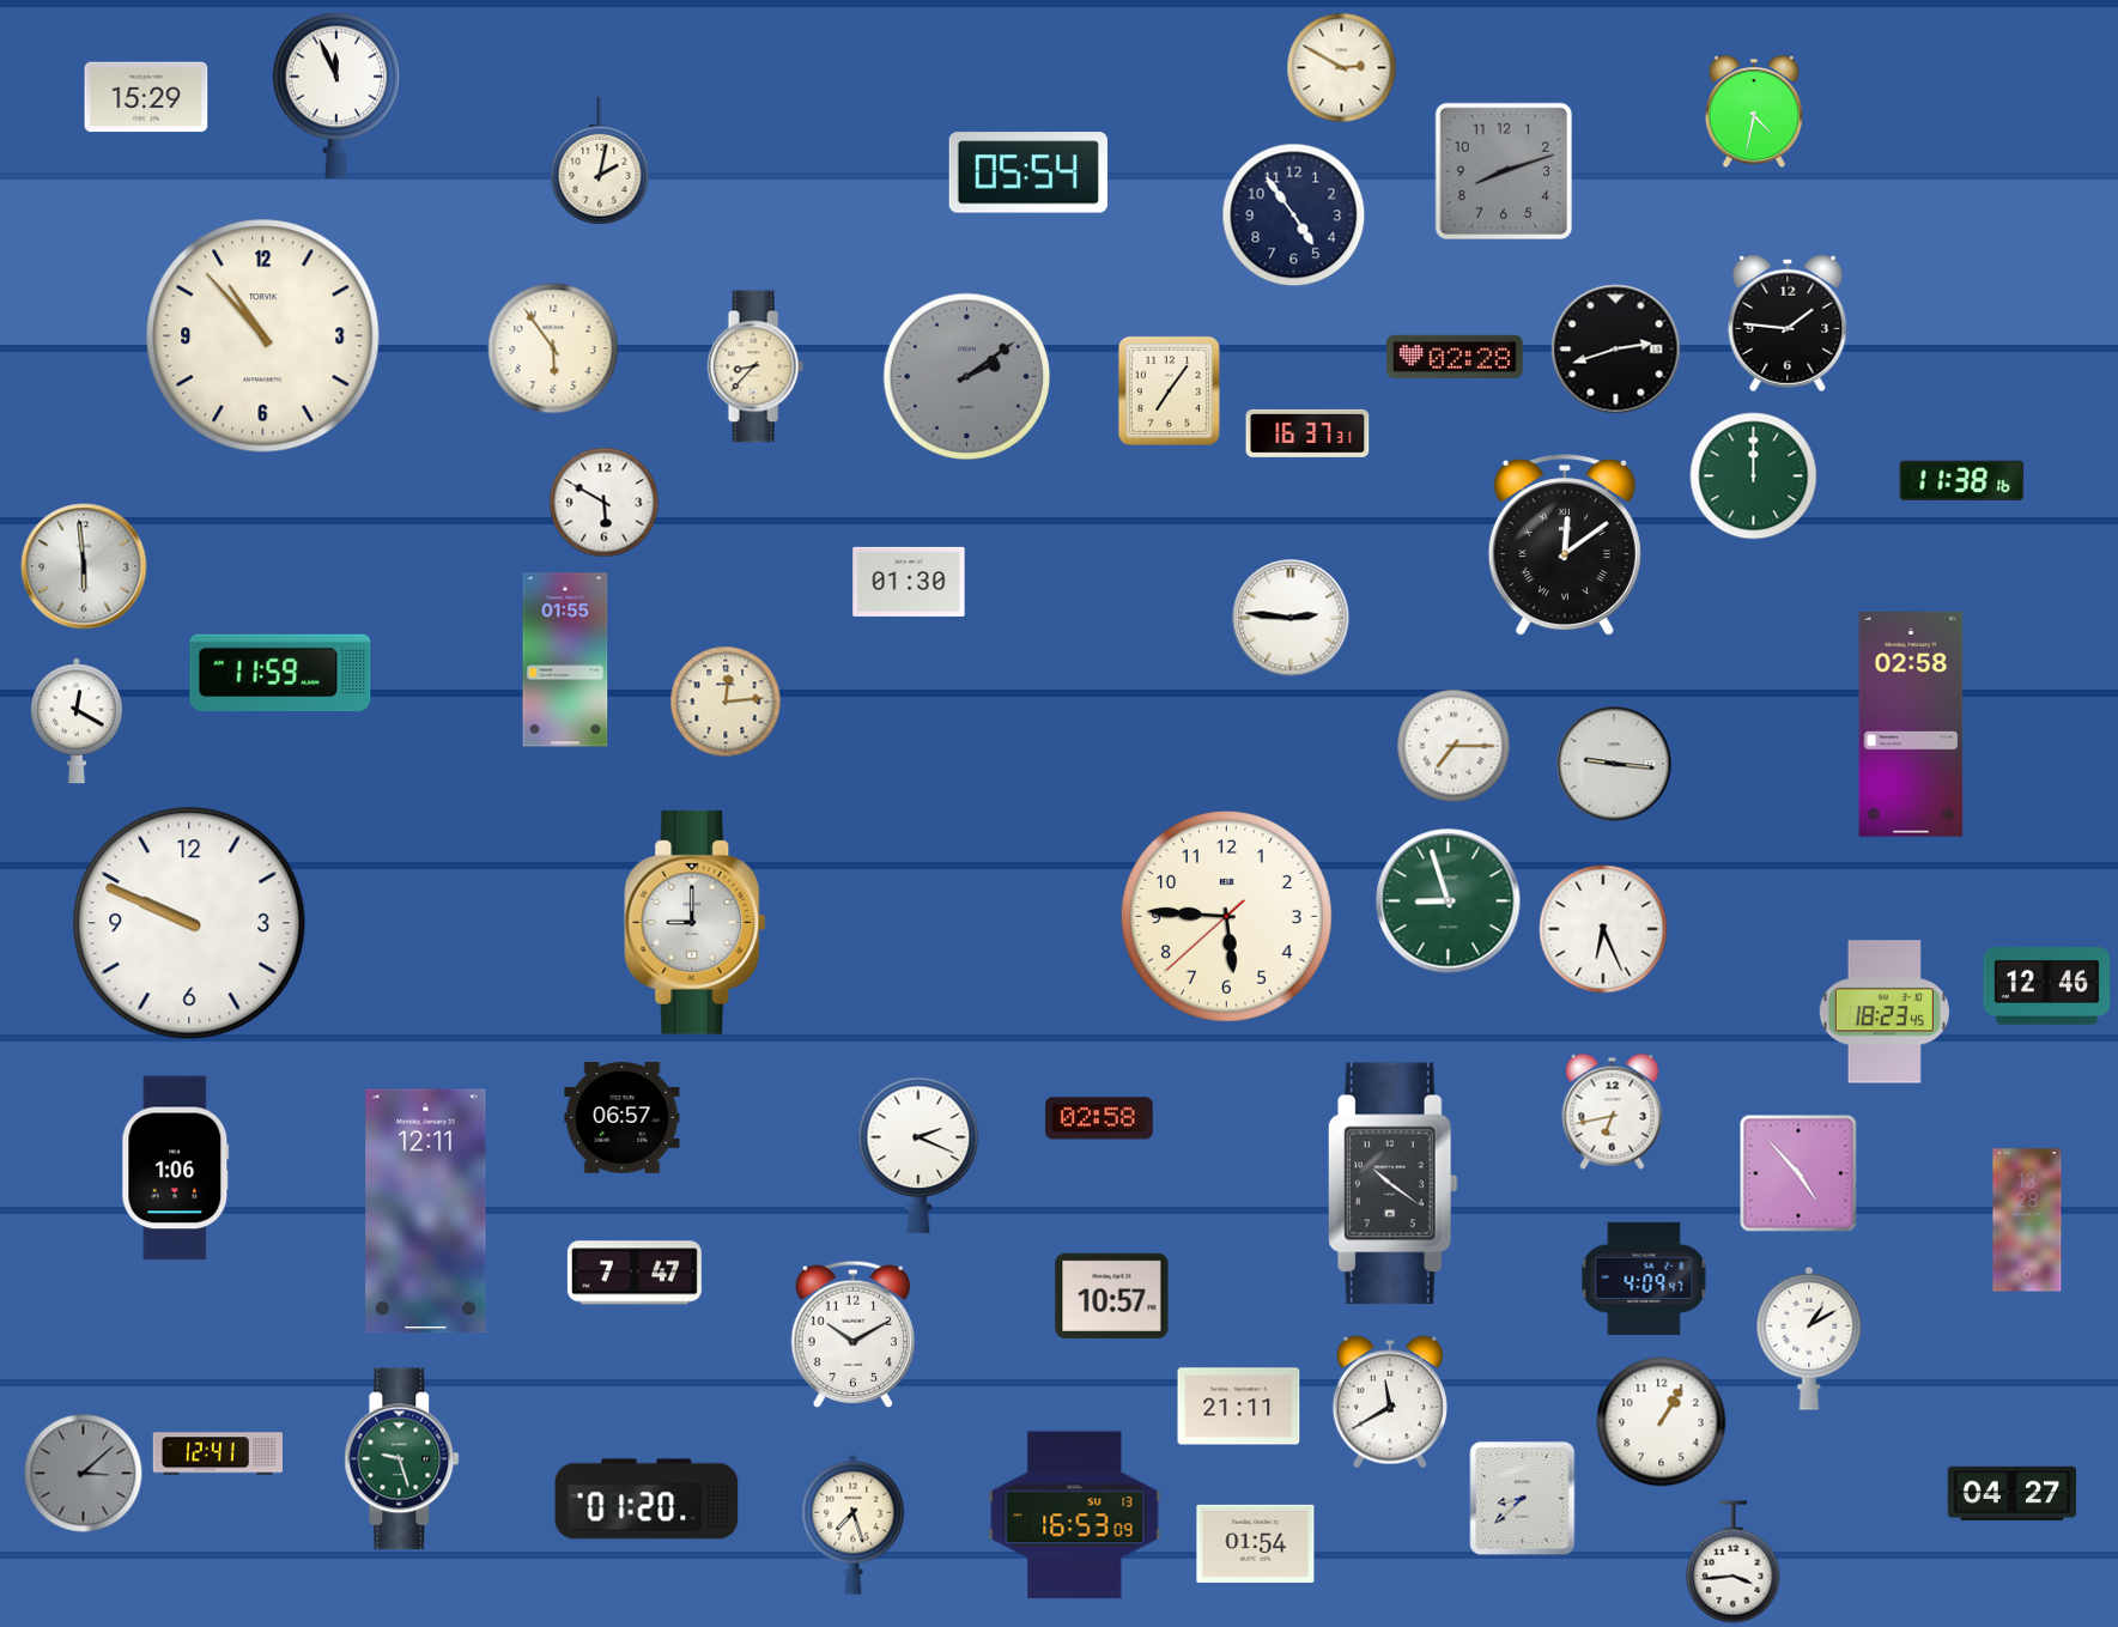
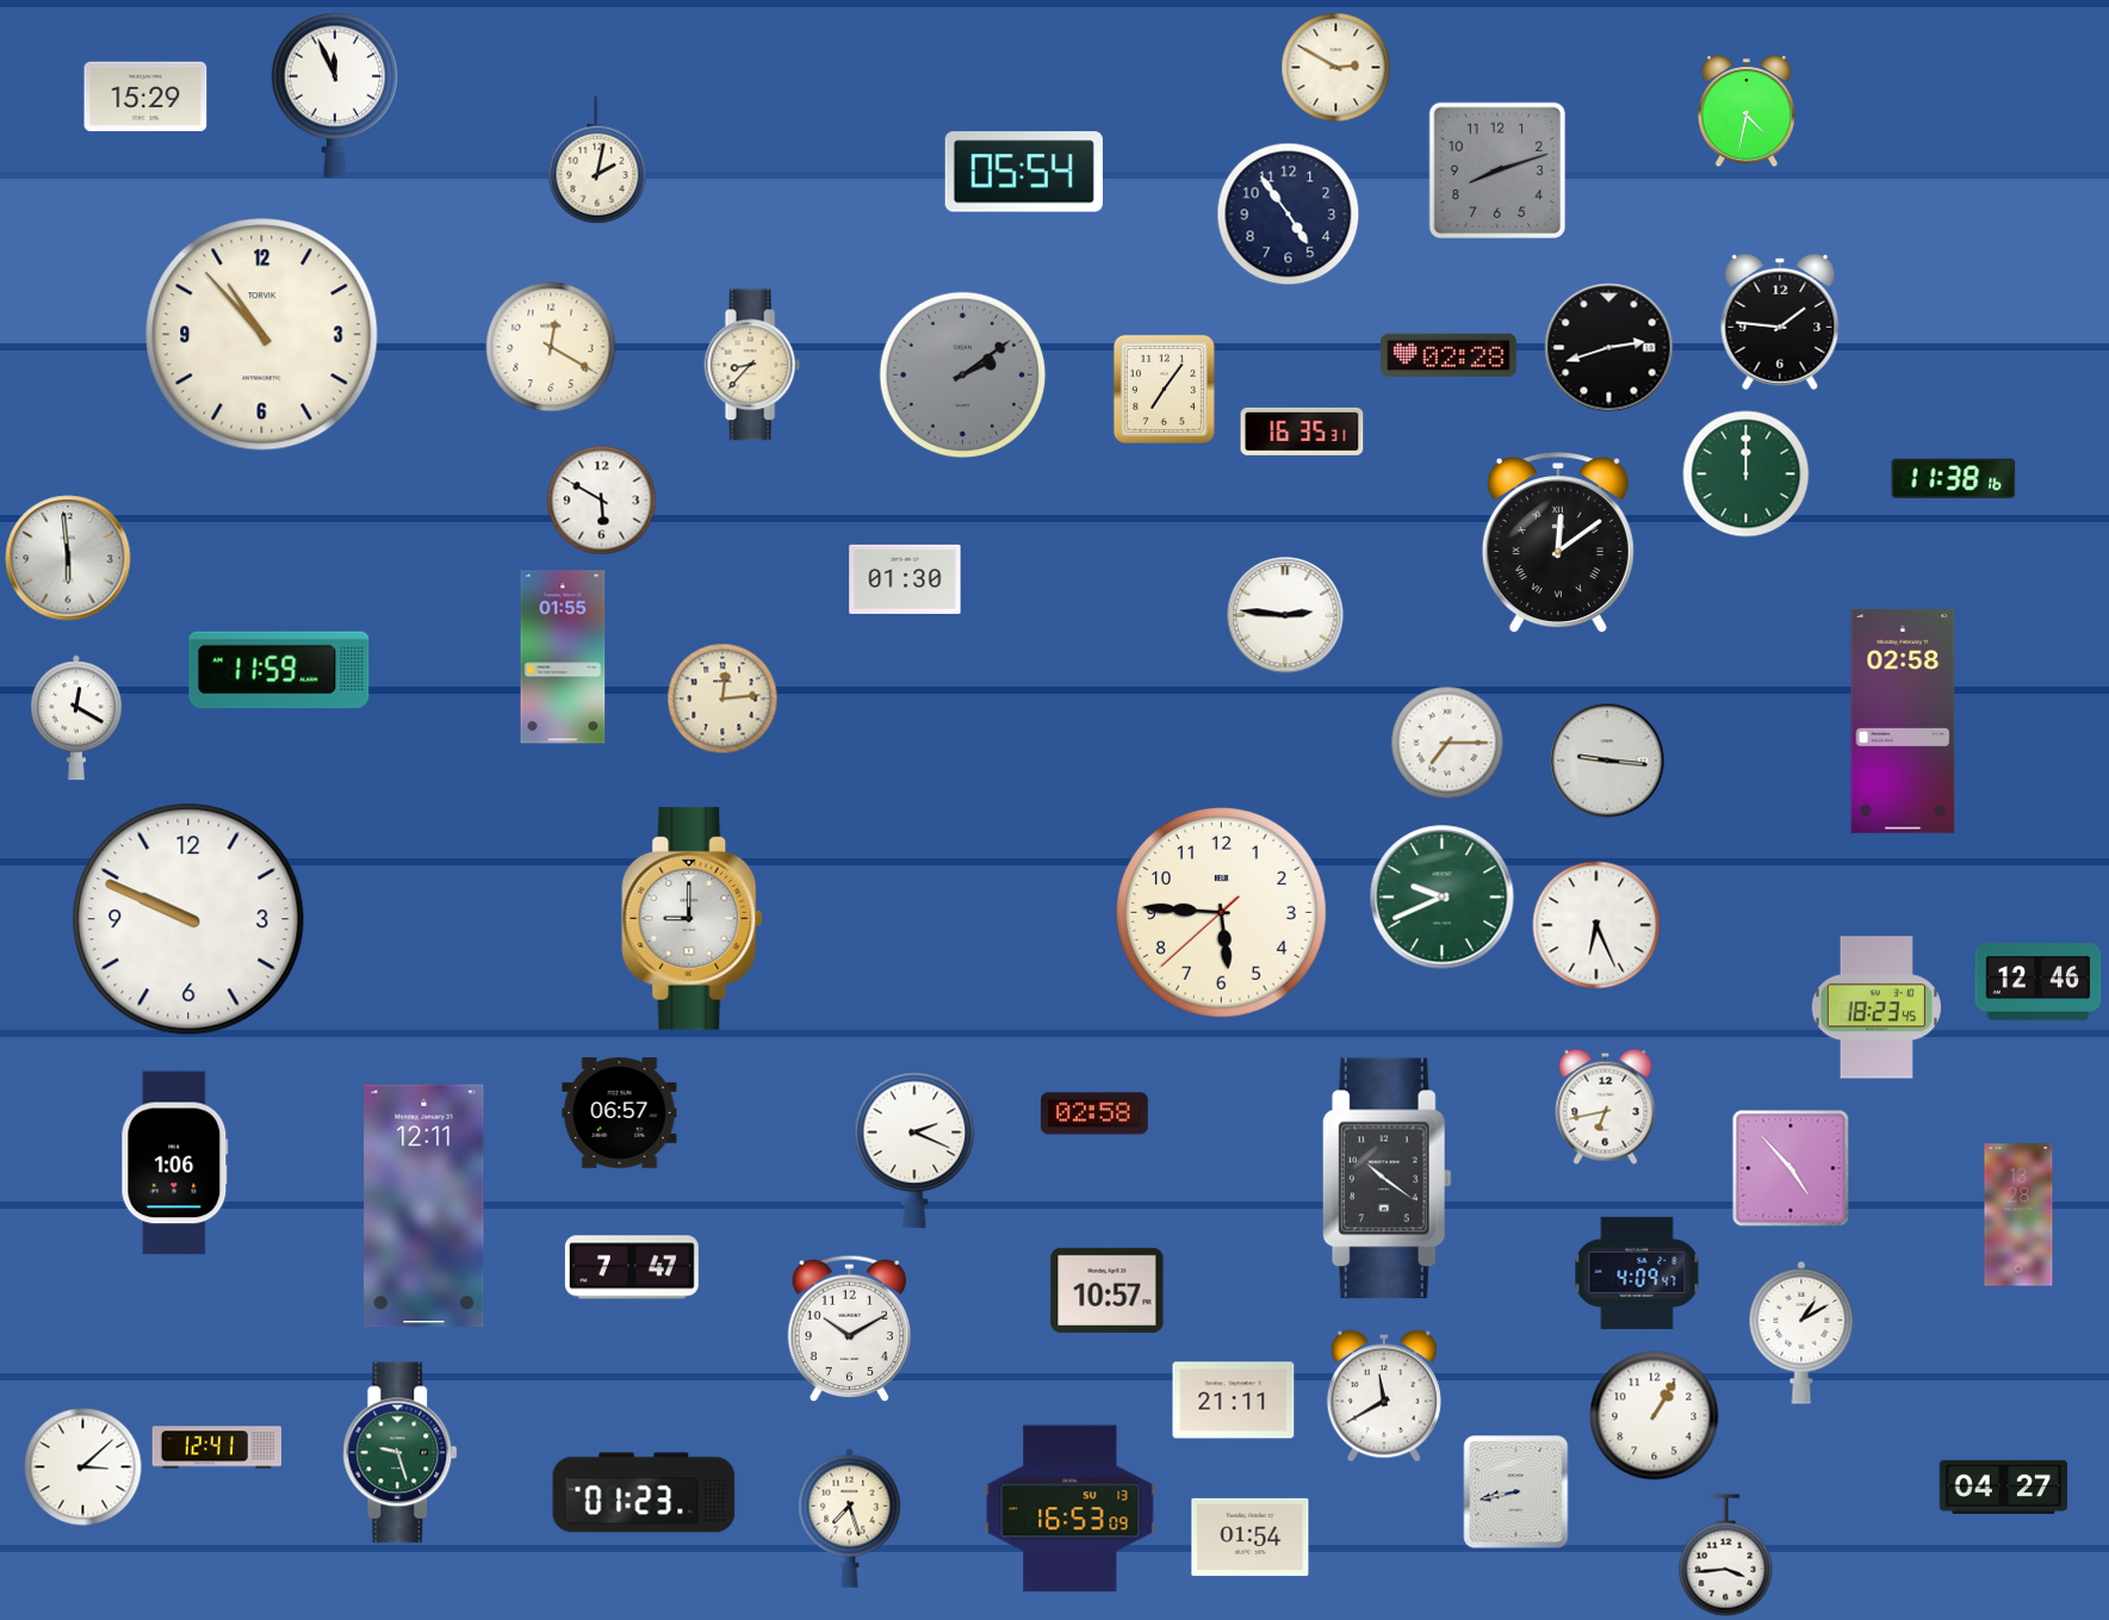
clock at (553, 348): 5:54 -> 12:20
clock at (1307, 433): 16:37 -> 16:35
clock at (84, 566) position: (84, 566) -> (68, 558)
clock at (1449, 901): 8:57 -> 9:41
clock at (84, 1474) dial: grey -> white
clock at (647, 1499): 01:20 -> 01:23
clock at (1523, 1499): 8:38 -> 8:43
